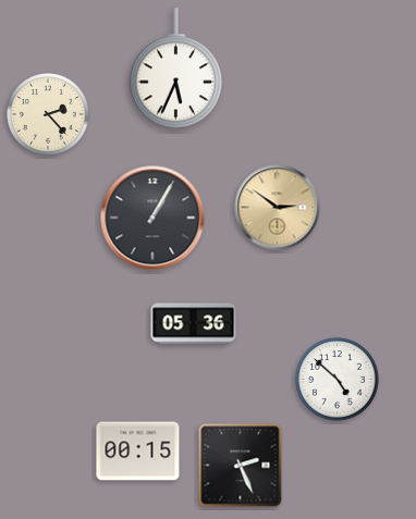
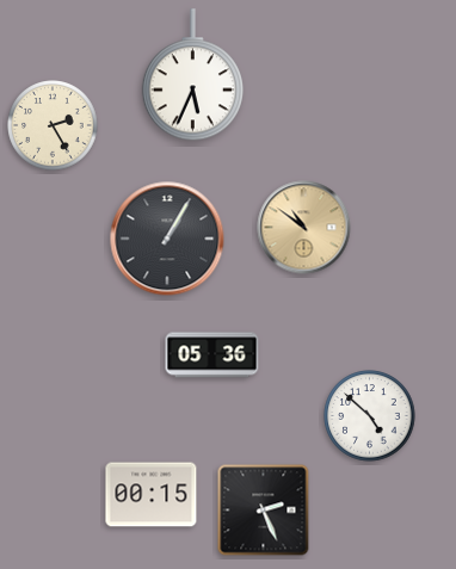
clock at (48, 114): 2:23 -> 2:25
clock at (278, 208): 2:51 -> 10:51
